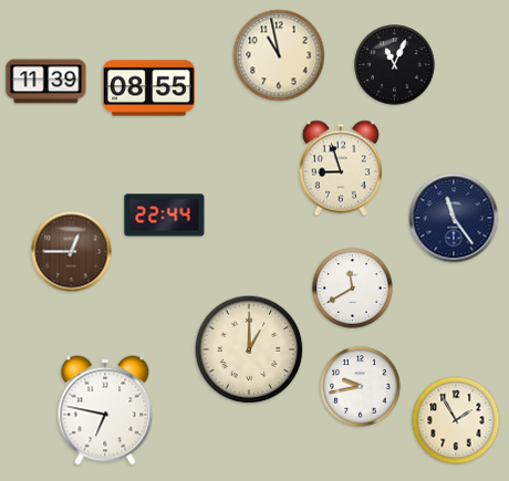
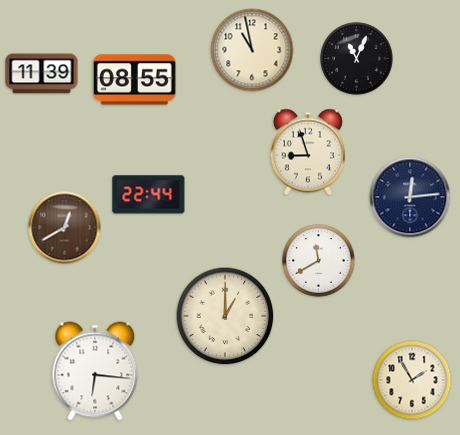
clock at (454, 218): 11:24 -> 12:14
clock at (72, 252): 12:45 -> 12:40
clock at (361, 387): 9:43 -> none
clock at (105, 410): 6:47 -> 6:16
